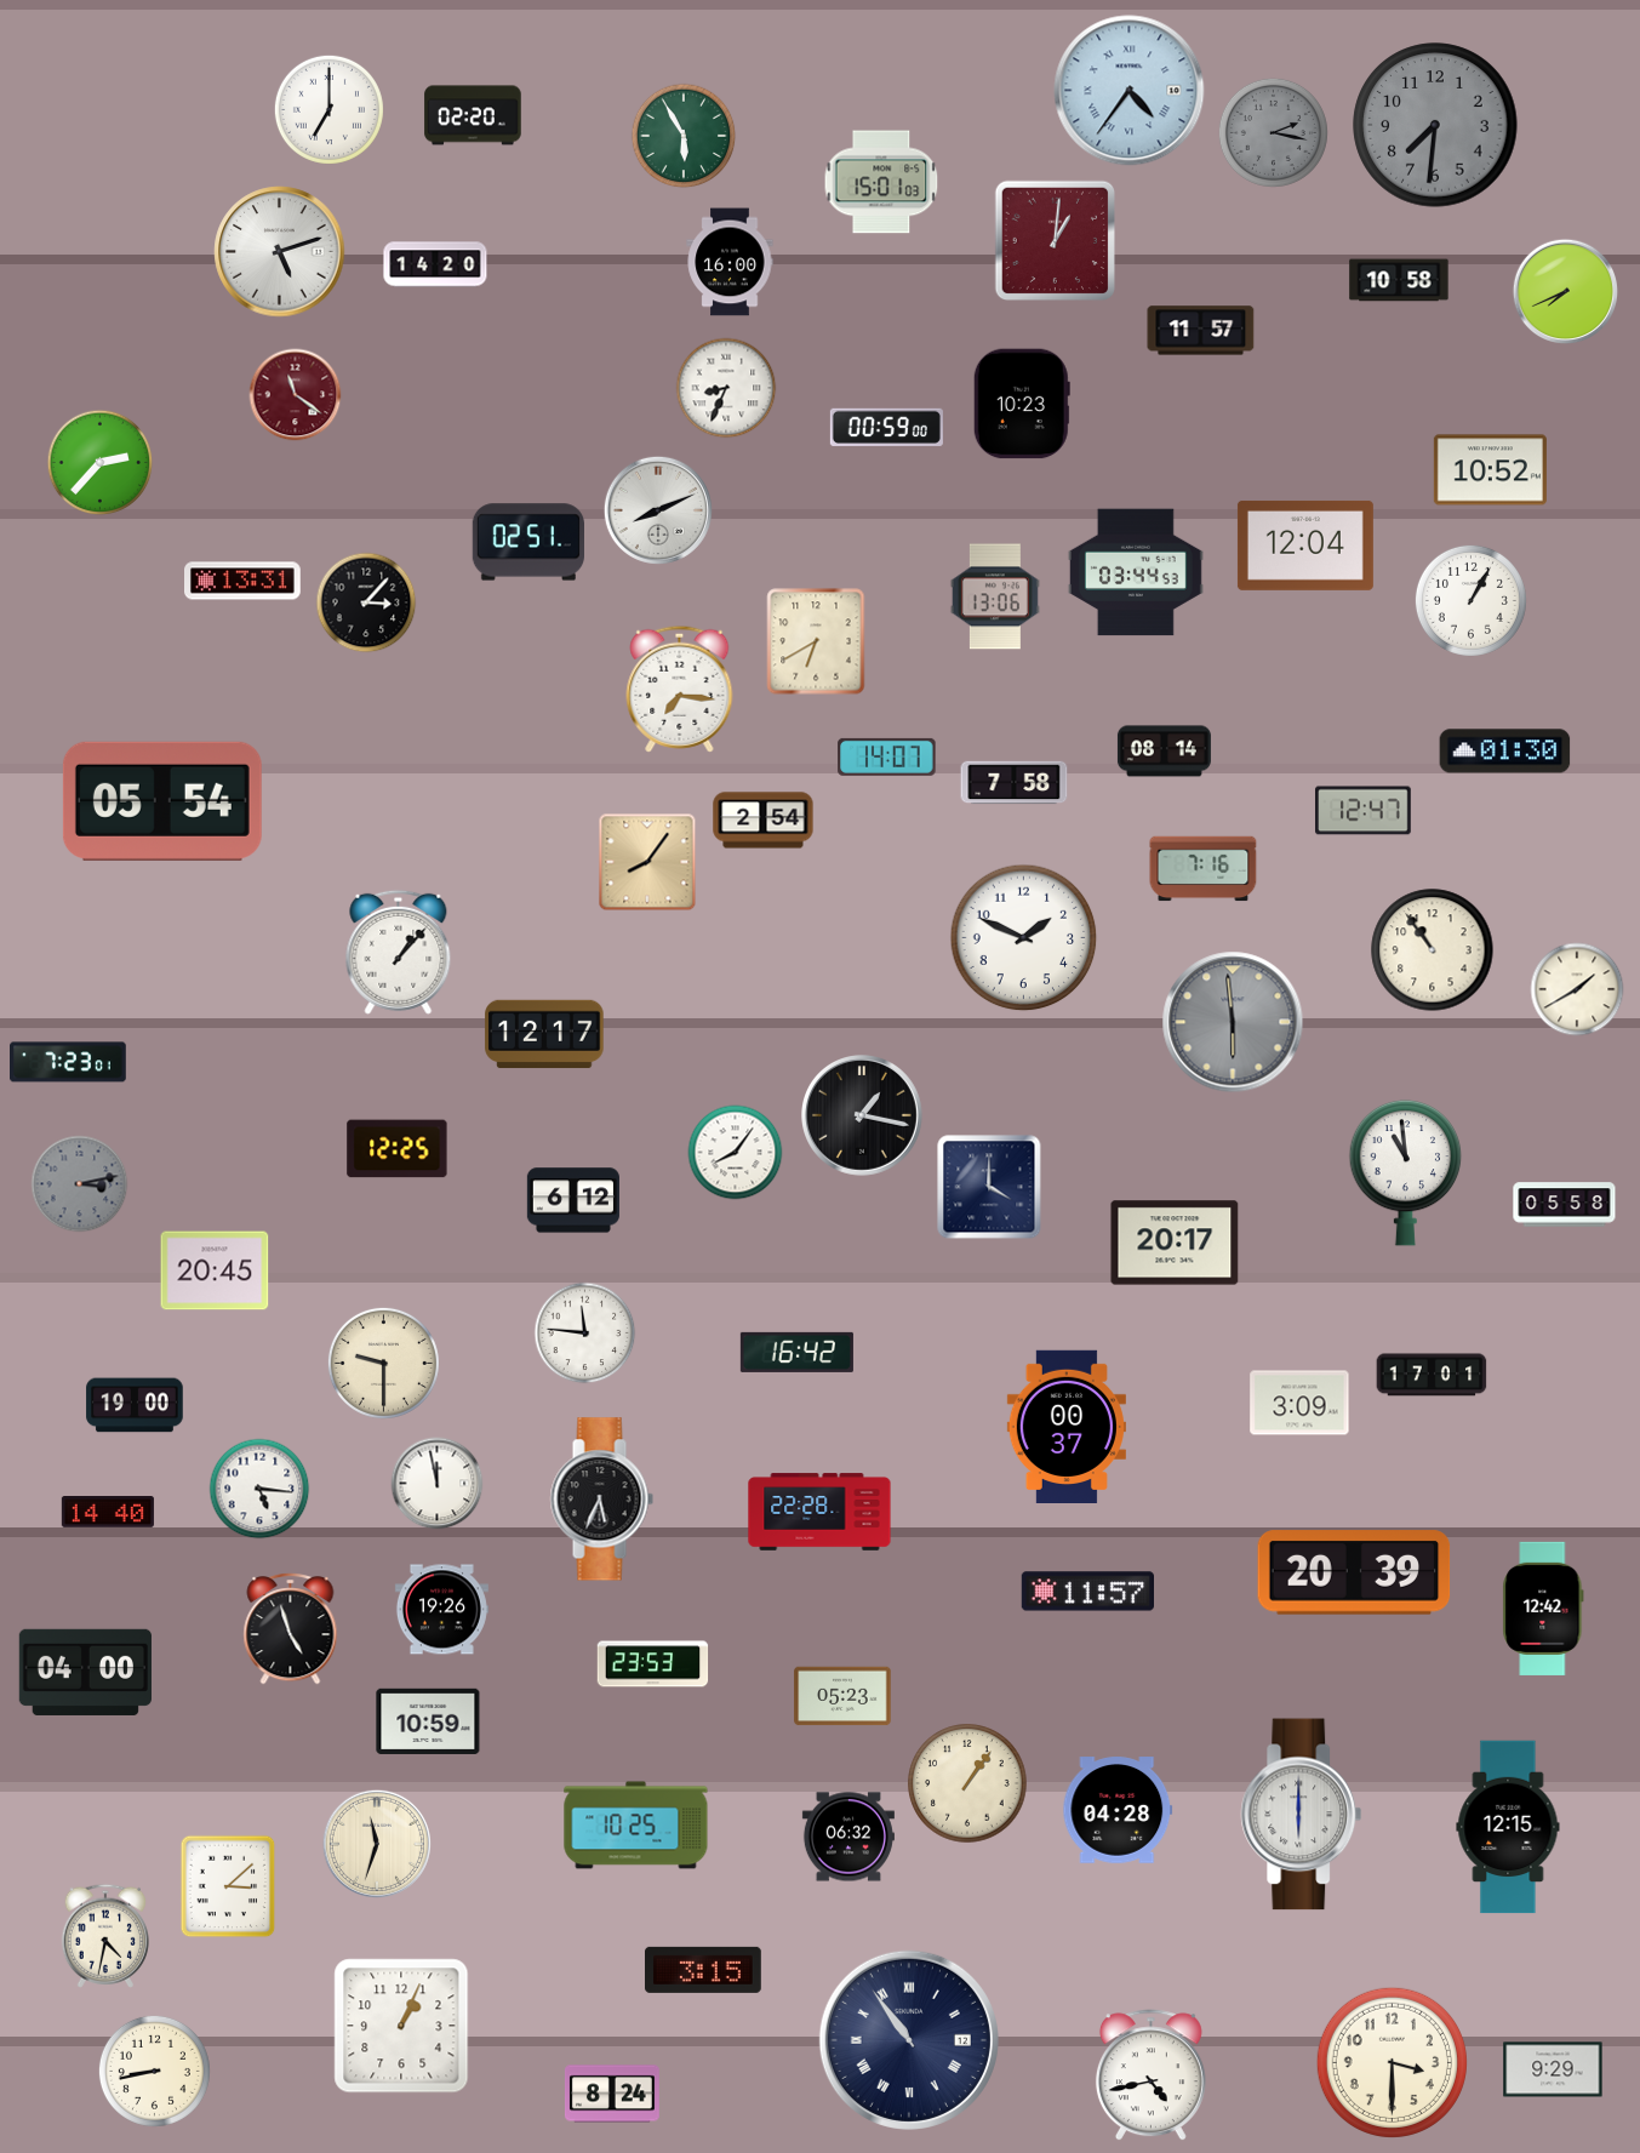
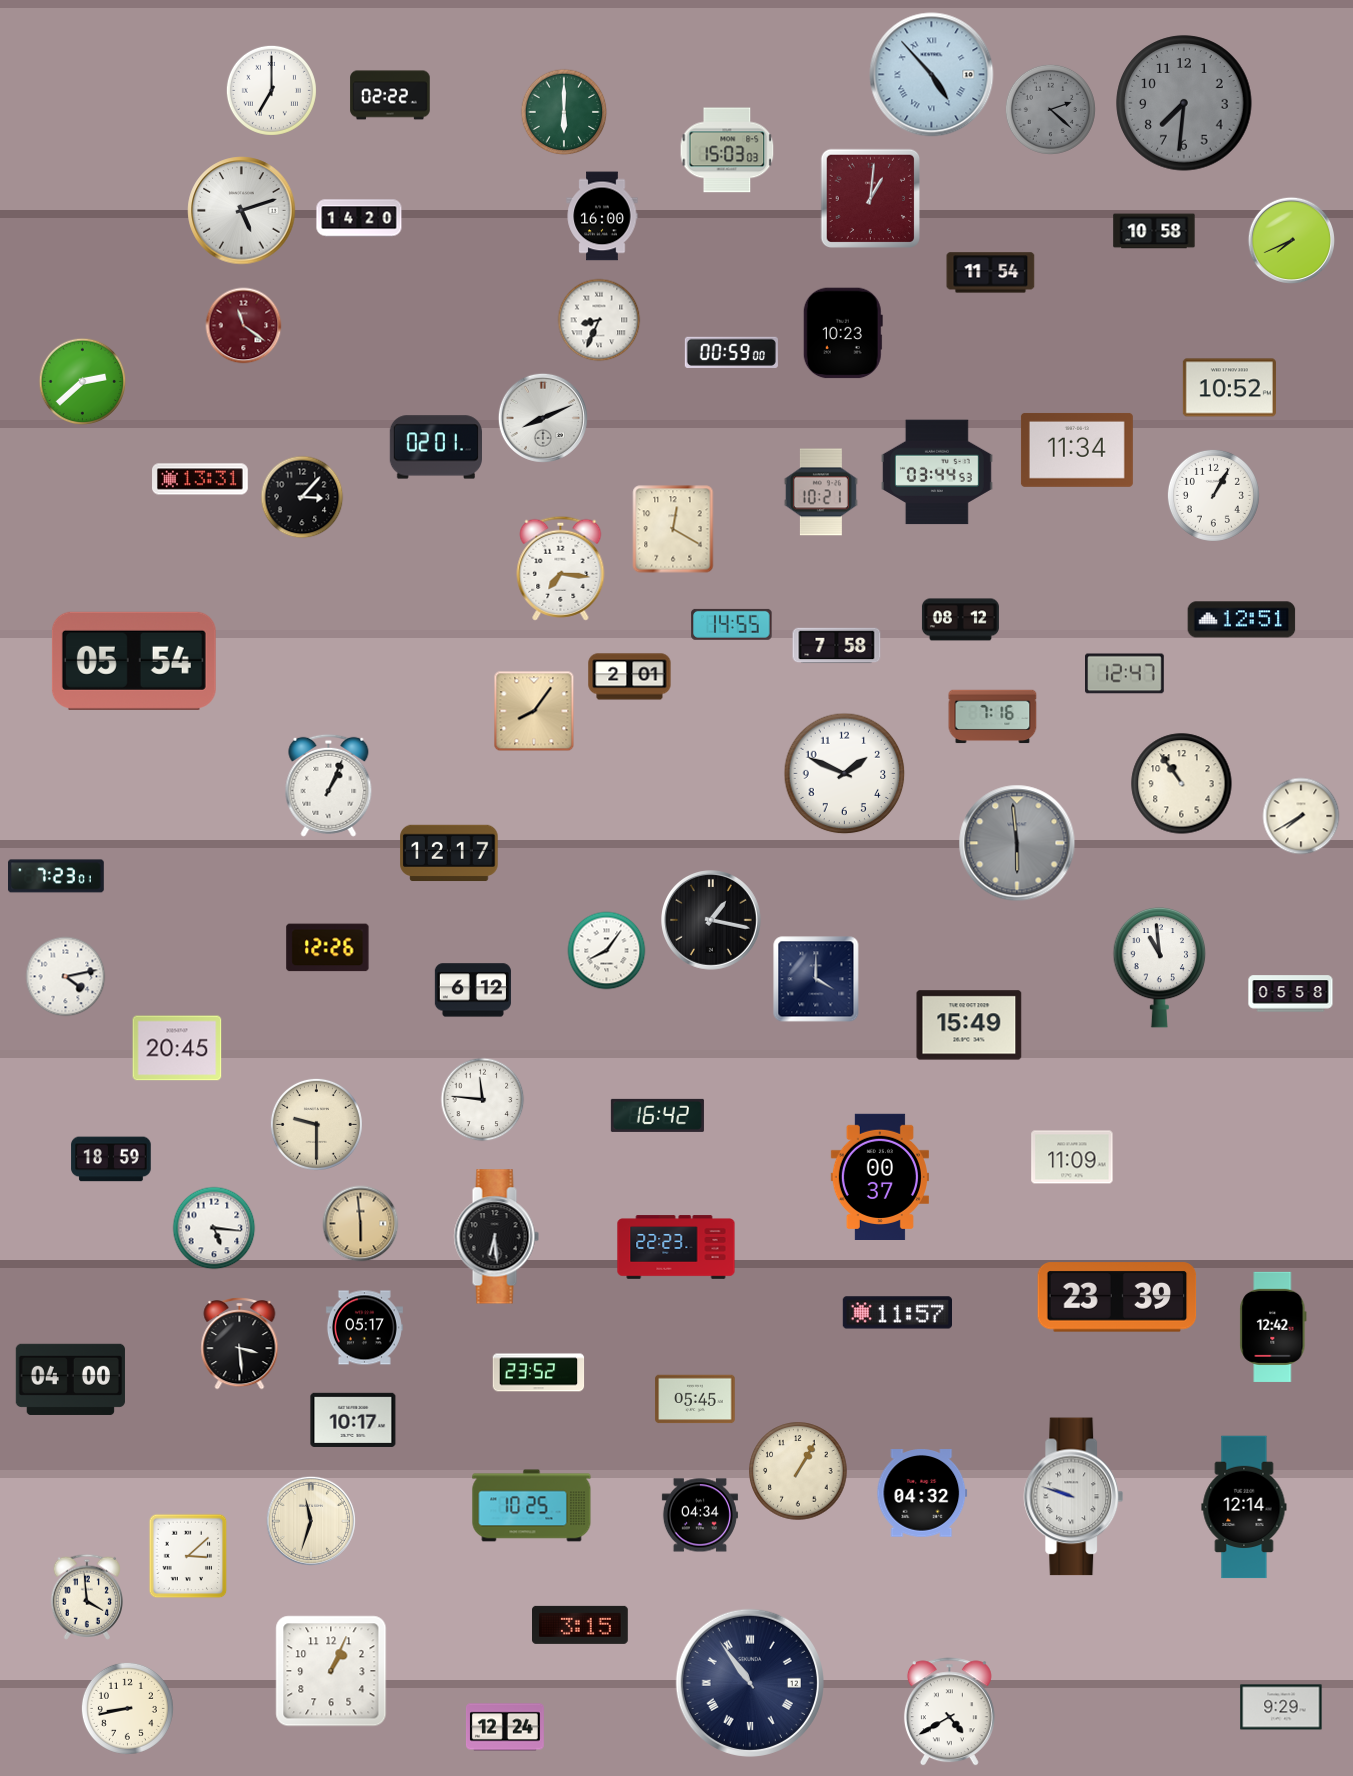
clock at (1130, 91): 4:36 -> 4:53
clock at (473, 115): 02:20 -> 02:22
clock at (1273, 132): 2:17 -> 2:22
clock at (684, 136): 5:55 -> 6:00
clock at (881, 182): 15:01 -> 15:03
clock at (280, 252) position: (280, 252) -> (242, 211)
clock at (1201, 331): 11:57 -> 11:54
clock at (101, 463): 2:37 -> 2:38
clock at (658, 510) position: (658, 510) -> (543, 418)
clock at (527, 542): 02:51 -> 02:01
clock at (1305, 546): 12:04 -> 11:34
clock at (995, 596): 13:06 -> 10:21
clock at (816, 641): 6:40 -> 12:20
clock at (1164, 752): 08:14 -> 08:12
clock at (1505, 752): 01:30 -> 12:51
clock at (887, 756): 14:07 -> 14:55
clock at (1364, 811) position: (1364, 811) -> (1125, 674)
clock at (764, 821): 2:54 -> 2:01
clock at (399, 952): 1:07 -> 1:04
clock at (1577, 989): 1:40 -> 7:40
clock at (398, 1149): 12:25 -> 12:26
clock at (80, 1184): 3:13 -> 4:13
clock at (80, 1184) dial: grey -> white
clock at (1175, 1243): 20:17 -> 15:49
clock at (1432, 1375): 17:01 -> none
clock at (1299, 1403): 3:09 -> 11:09
clock at (135, 1405): 19:00 -> 18:59
clock at (438, 1484): 11:58 -> 5:59
clock at (438, 1484) dial: white -> champagne
clock at (601, 1500): 5:34 -> 6:29
clock at (819, 1512): 22:28 -> 22:23
clock at (108, 1513): 14:40 -> none
clock at (1354, 1572): 20:39 -> 23:39
clock at (441, 1610): 19:26 -> 05:17
clock at (291, 1629): 4:57 -> 3:29
clock at (653, 1664): 23:53 -> 23:52
clock at (842, 1696): 05:23 -> 05:45
clock at (428, 1721): 10:59 -> 10:17
clock at (967, 1783): 1:06 -> 1:05
clock at (1118, 1810): 04:28 -> 04:32
clock at (1302, 1815): 6:00 -> 9:48
clock at (636, 1826) position: (636, 1826) -> (532, 1506)
clock at (1508, 1827): 12:15 -> 12:14
clock at (848, 1837): 06:32 -> 04:34
clock at (104, 1936): 4:32 -> 3:59
clock at (1392, 2062): 3:30 -> none
clock at (1150, 2075): 4:43 -> 4:40
clock at (612, 2094): 8:24 -> 12:24
